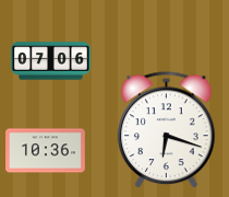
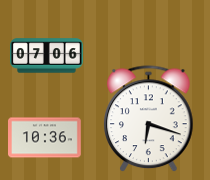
clock at (167, 130) position: (167, 130) -> (149, 119)
clock at (46, 151) position: (46, 151) -> (45, 138)
